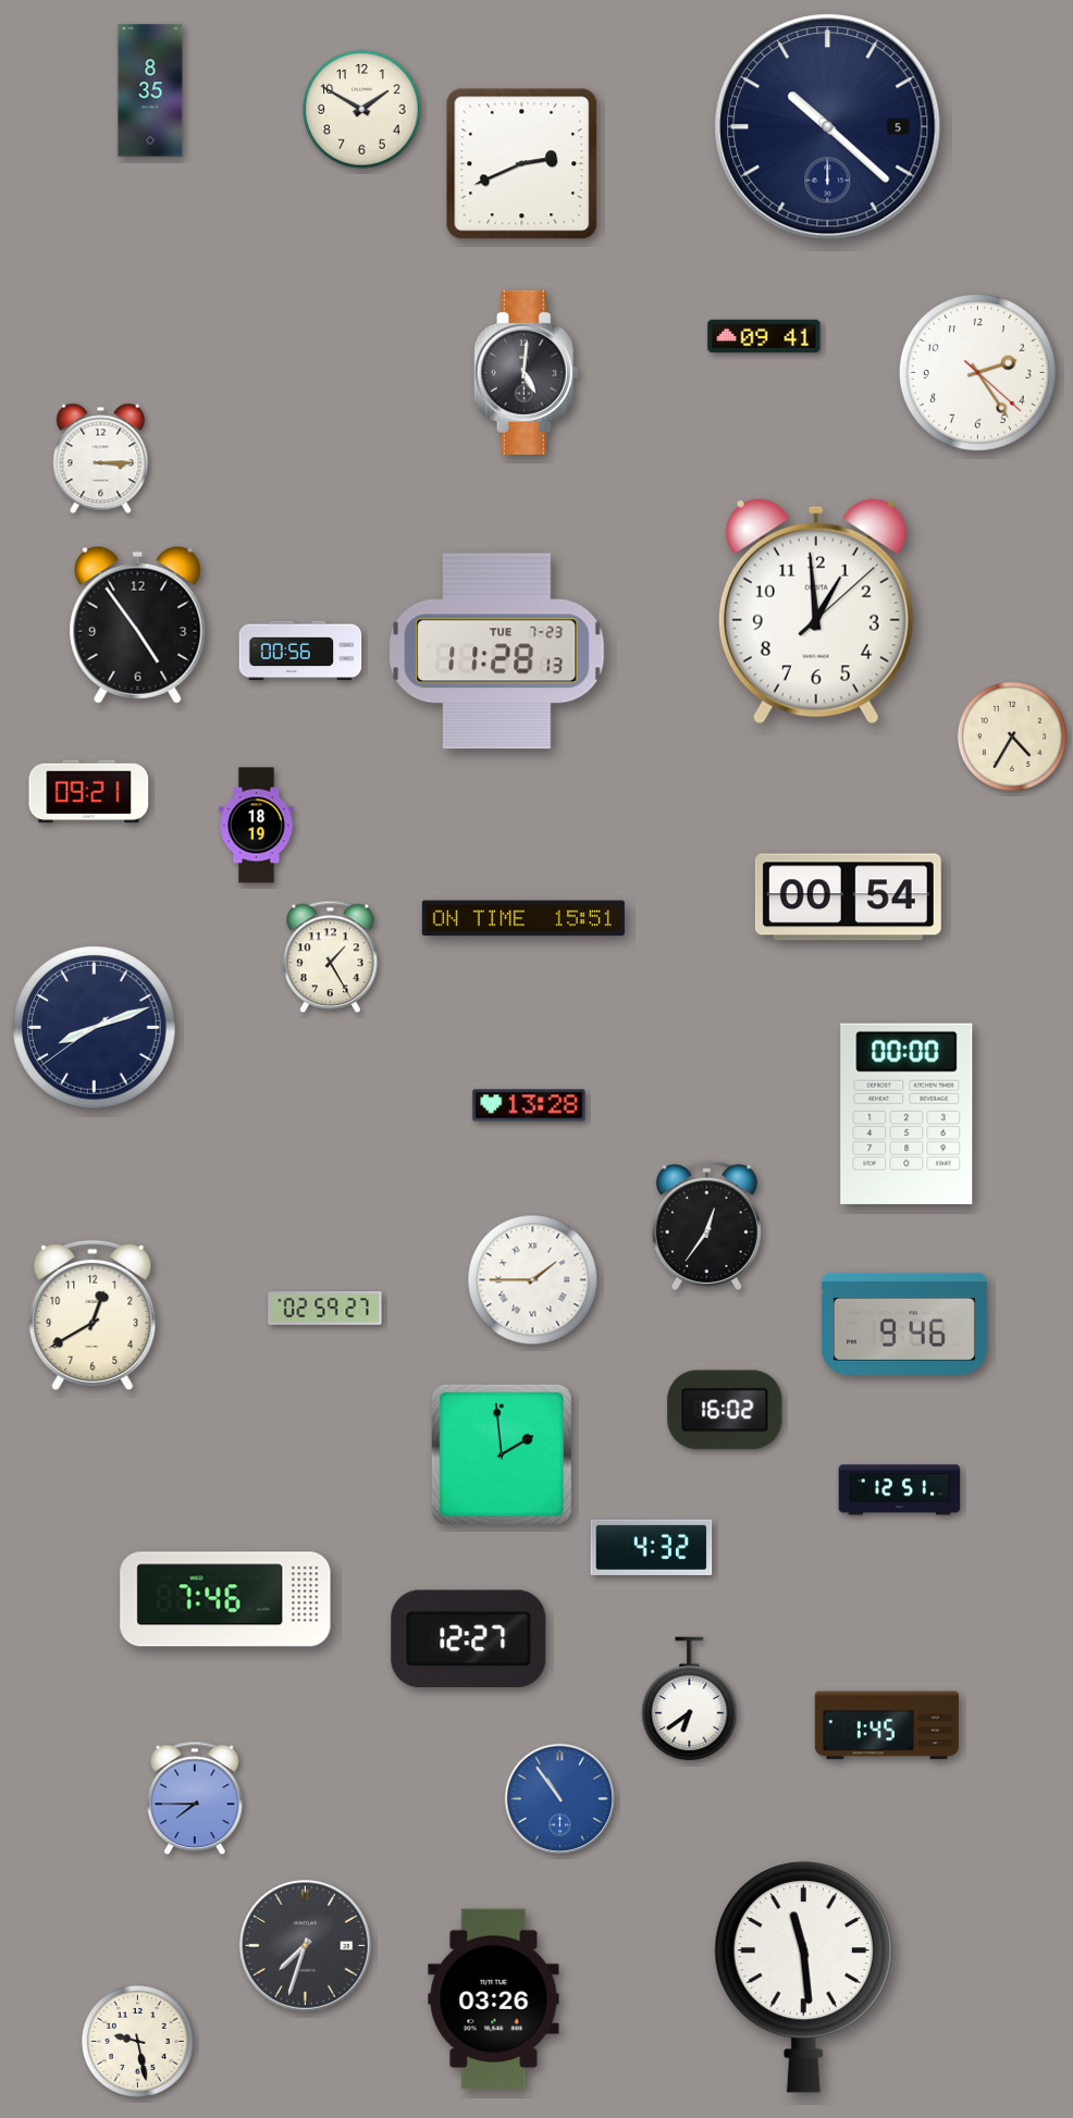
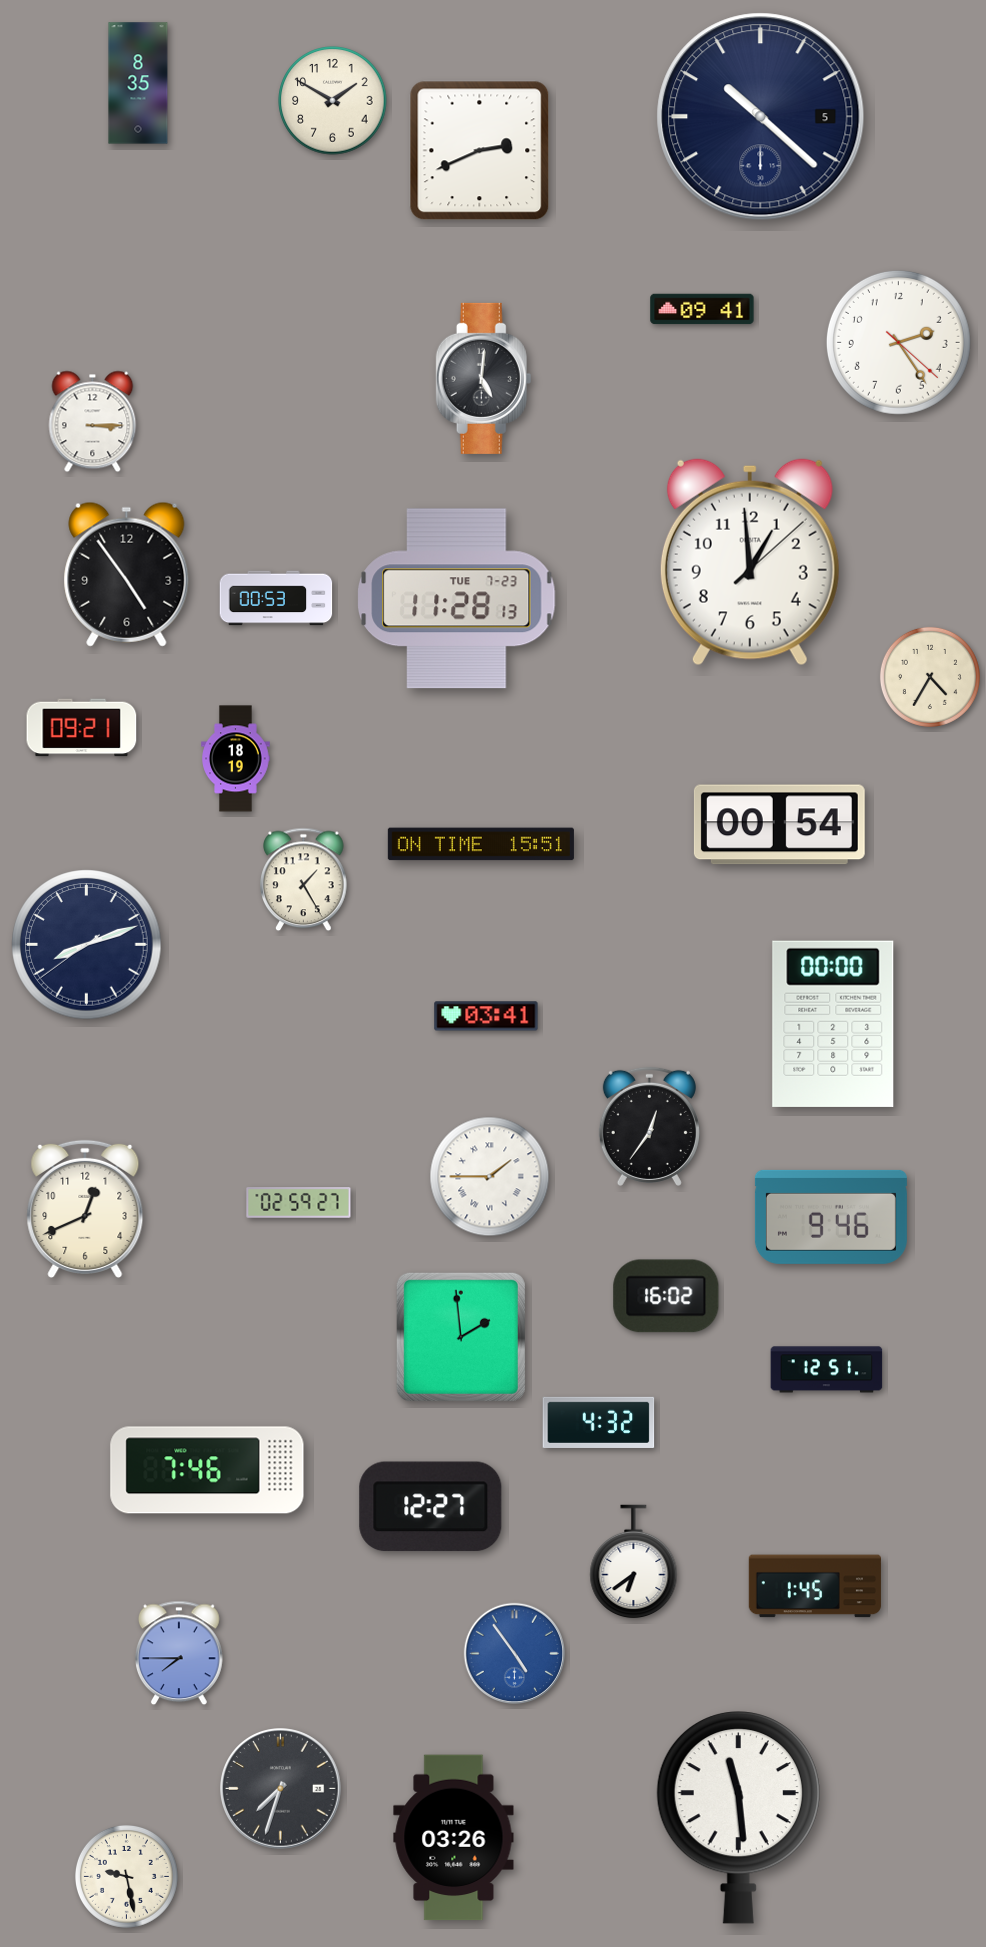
clock at (527, 372) position: (527, 372) -> (484, 378)
clock at (300, 651): 00:56 -> 00:53
clock at (529, 1105): 13:28 -> 03:41
clock at (92, 1315): 12:40 -> 12:41
clock at (559, 1798): 10:54 -> 4:54
